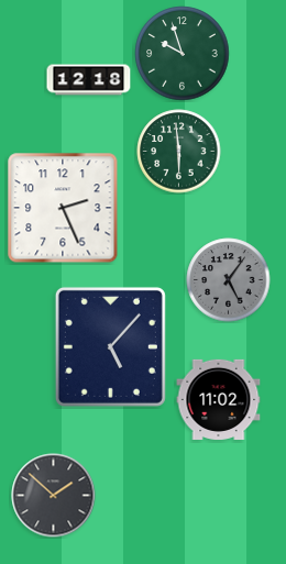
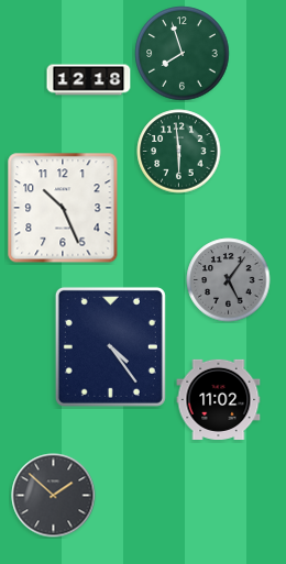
clock at (183, 54): 9:57 -> 7:57
clock at (63, 208): 2:26 -> 10:26
clock at (110, 346): 5:07 -> 4:24
